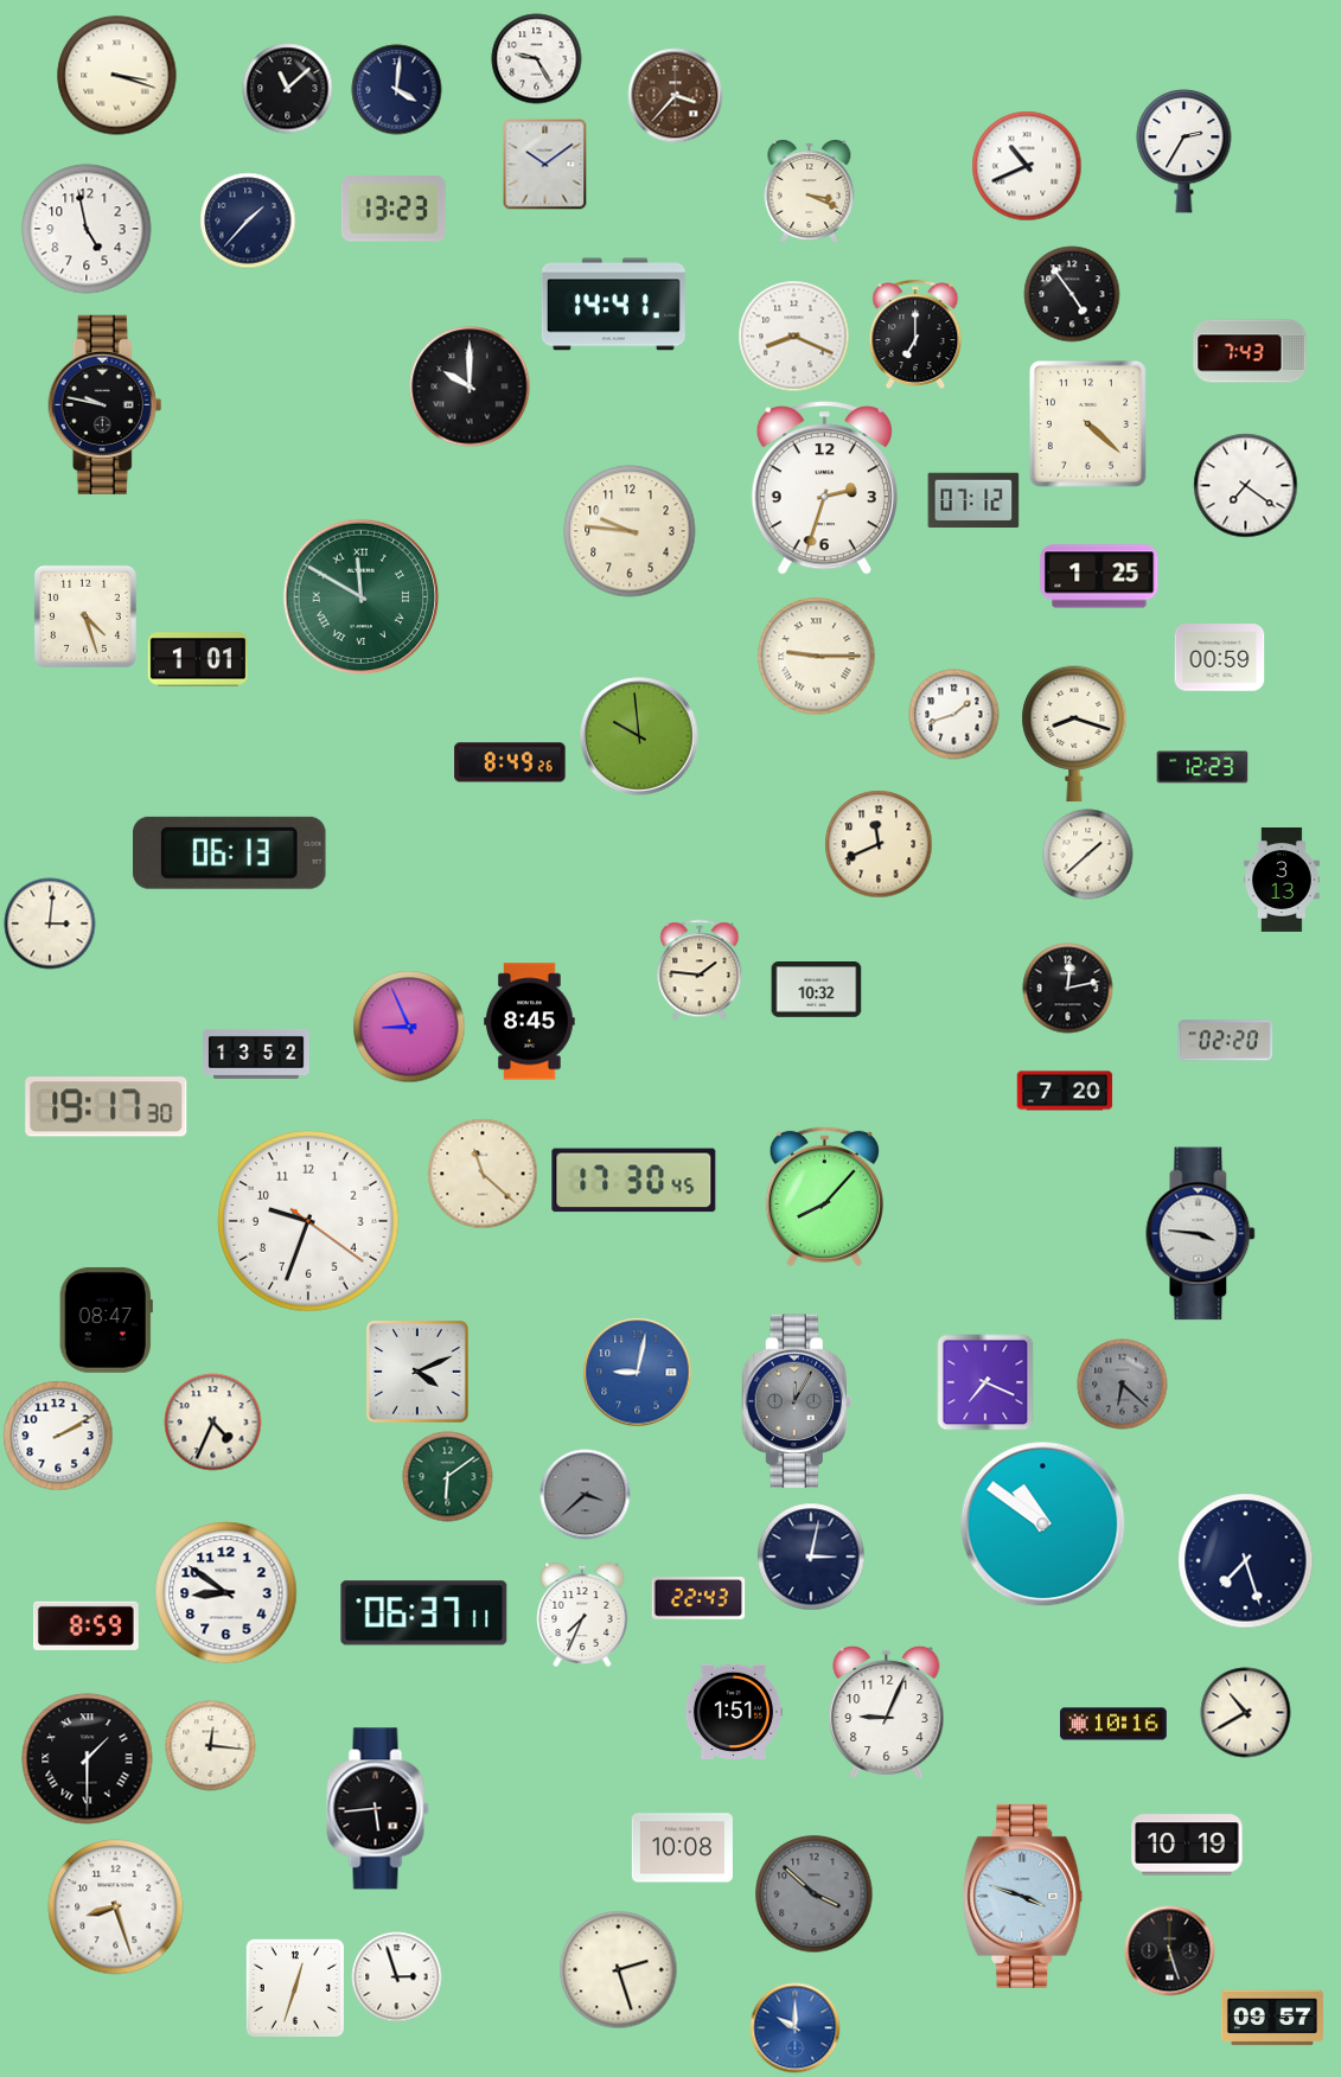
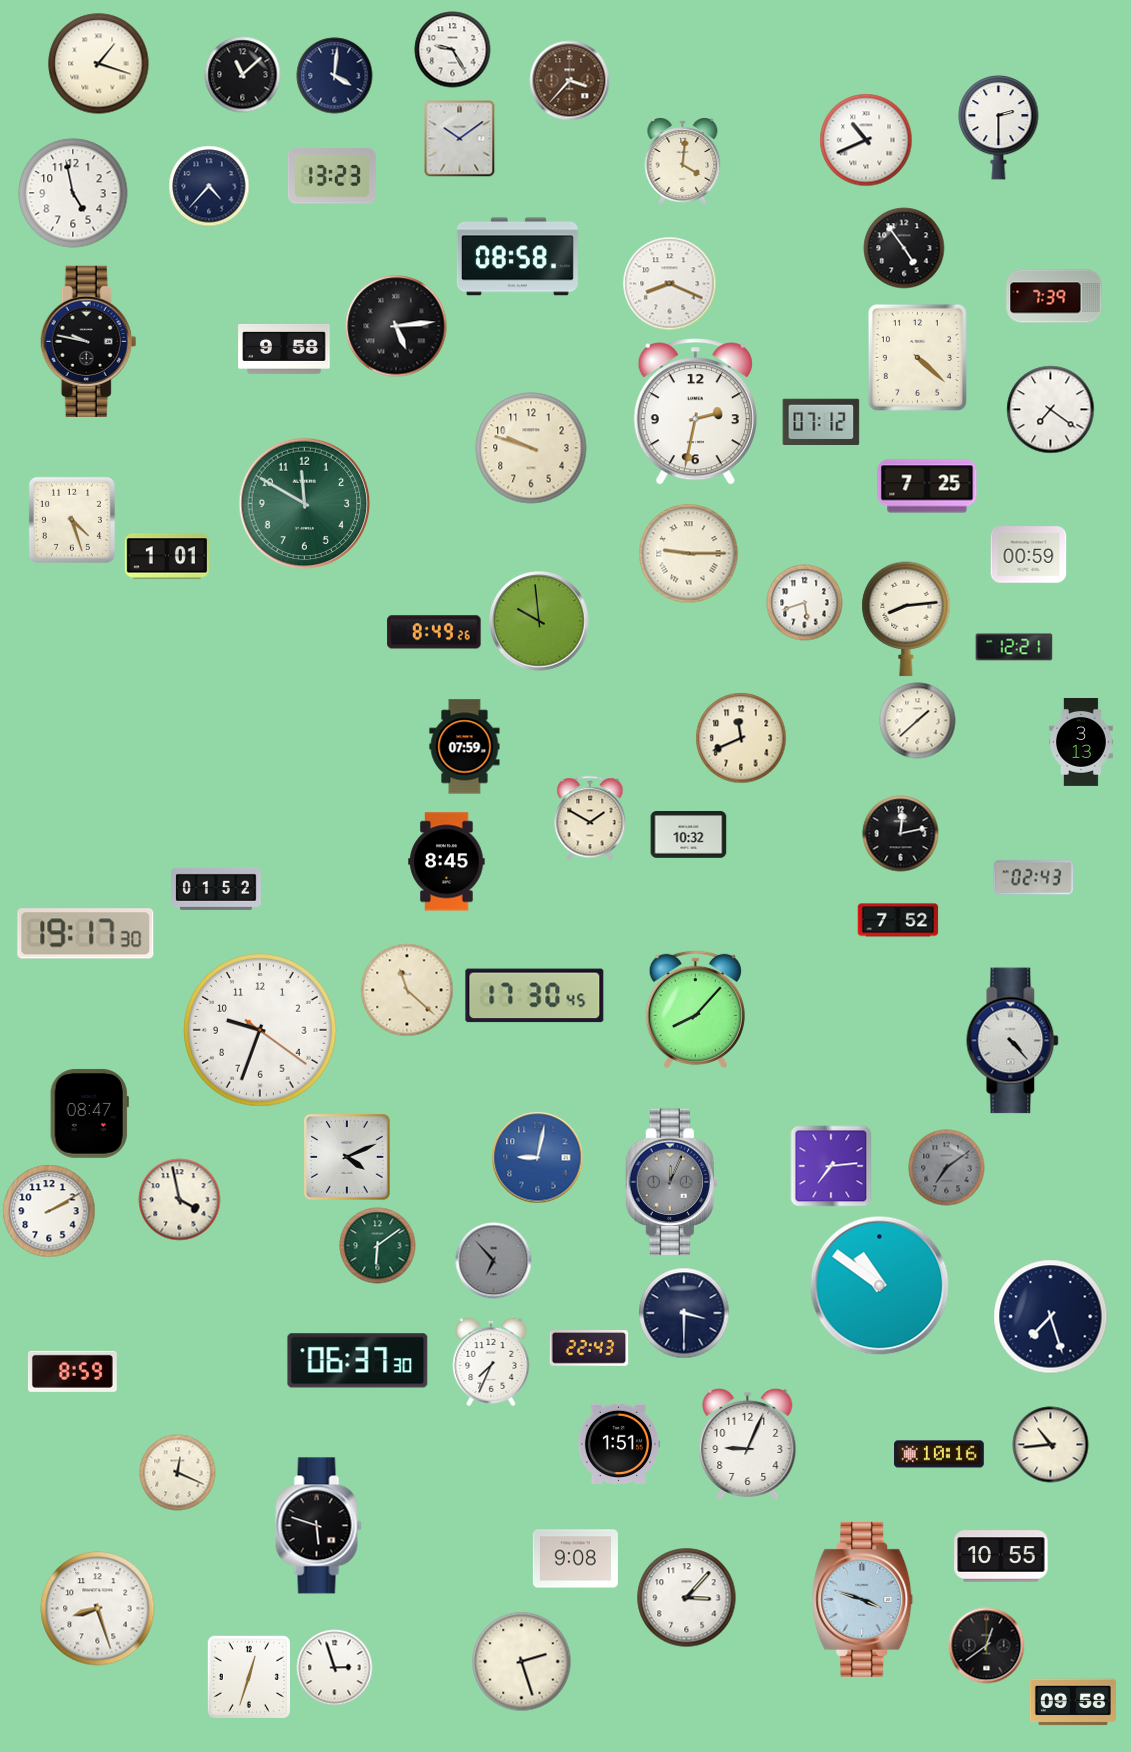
clock at (117, 76): 3:18 -> 1:18
clock at (1184, 151): 2:35 -> 2:30
clock at (810, 192): 3:19 -> 4:01
clock at (248, 221): 1:37 -> 4:37
clock at (613, 305): 14:41 -> 08:58
clock at (915, 333): 7:00 -> none
clock at (1250, 351): 7:43 -> 7:39
clock at (470, 386): 10:00 -> 5:14
clock at (284, 349): none -> 9:58
clock at (824, 488): 2:33 -> 2:32
clock at (630, 531): 9:46 -> 9:48
clock at (1099, 576): 1:25 -> 7:25
clock at (362, 597) numerals: Roman -> Arabic
clock at (954, 715): 1:42 -> 5:42
clock at (1074, 734): 8:18 -> 8:14
clock at (510, 762) position: (510, 762) -> (434, 632)
clock at (1202, 767): 12:23 -> 12:21
clock at (879, 844) position: (879, 844) -> (741, 738)
clock at (230, 852): 06:13 -> none
clock at (465, 747): none -> 07:59
clock at (50, 924): 3:01 -> none
clock at (700, 970): 1:46 -> 1:50
clock at (409, 1027): 8:56 -> none
clock at (1226, 1041): 02:20 -> 02:43
clock at (256, 1054): 13:52 -> 01:52
clock at (1065, 1091): 7:20 -> 7:52
clock at (107, 1107) position: (107, 1107) -> (86, 934)
clock at (1201, 1234): 3:46 -> 4:23
clock at (419, 1373) position: (419, 1373) -> (348, 1158)
clock at (985, 1382): 7:19 -> 7:14
clock at (1123, 1385): 6:22 -> 7:09
clock at (796, 1401): 12:05 -> 12:04
clock at (213, 1423): 4:34 -> 3:58
clock at (586, 1495): 3:38 -> 6:53
clock at (811, 1557): 3:02 -> 3:30
clock at (226, 1593): 8:51 -> none
clock at (424, 1613): 06:37:11 -> 06:37:30
clock at (1246, 1713): 10:40 -> 10:44
clock at (211, 1746): 12:16 -> 12:19
clock at (88, 1759): 1:30 -> none
clock at (378, 1809): 5:44 -> 5:48
clock at (1187, 1845): 10:19 -> 10:55
clock at (682, 1848): 10:08 -> 9:08
clock at (815, 1894): 3:52 -> 3:07
clock at (815, 1894) dial: grey -> white
clock at (1170, 1951): 5:27 -> 12:39
clock at (1272, 2018): 09:57 -> 09:58
clock at (796, 2028): 10:00 -> none
